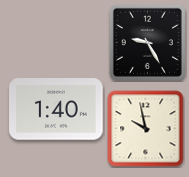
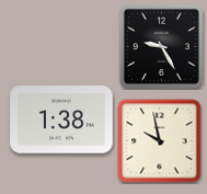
clock at (56, 109): 1:40 -> 1:38
